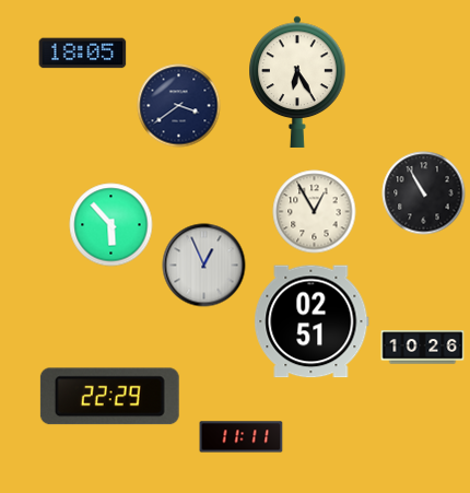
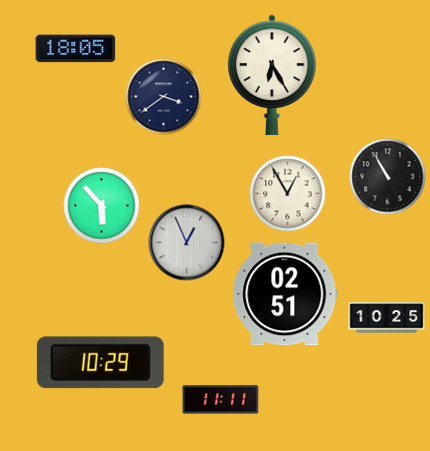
clock at (423, 348): 10:26 -> 10:25
clock at (109, 397): 22:29 -> 10:29
